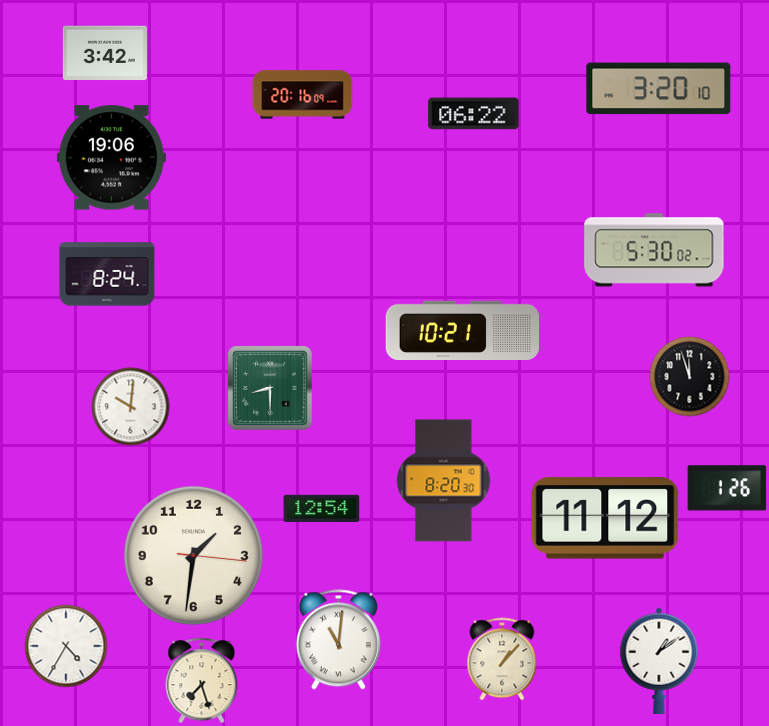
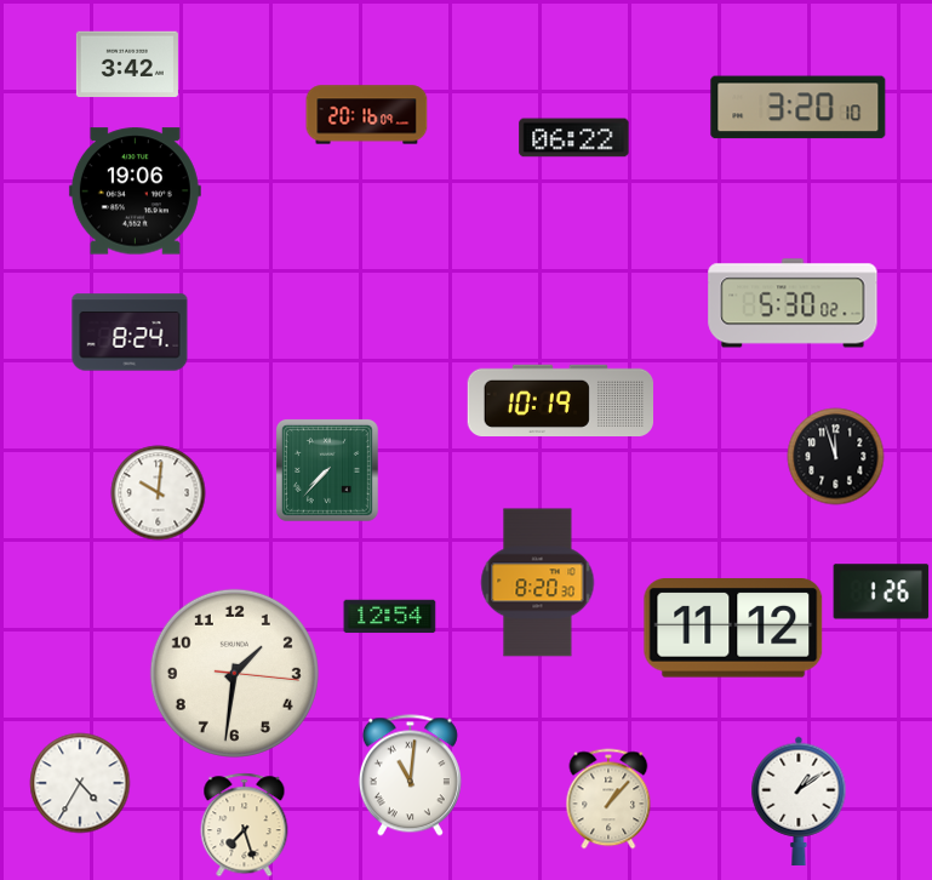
clock at (462, 330): 10:21 -> 10:19
clock at (270, 388): 8:30 -> 7:37
